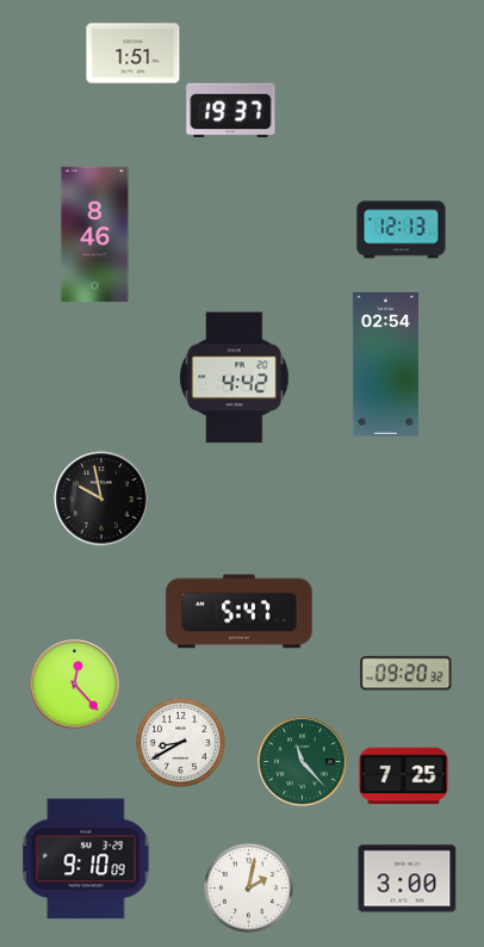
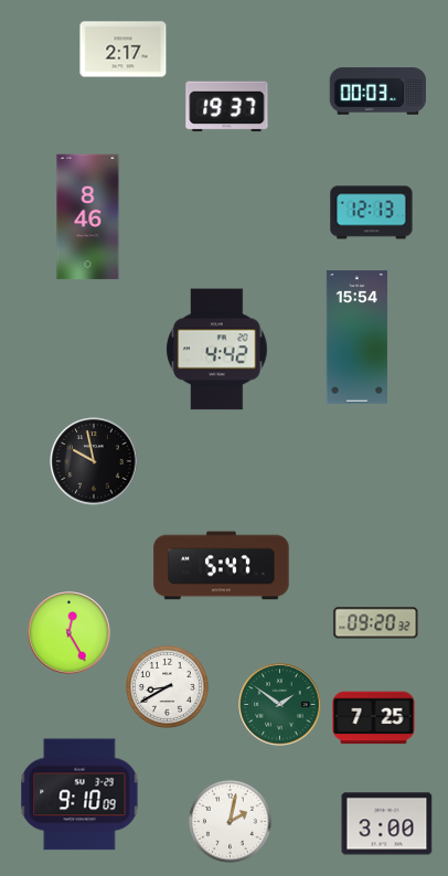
clock at (134, 54): 1:51 -> 2:17
clock at (378, 92): none -> 00:03
clock at (231, 111) position: (231, 111) -> (227, 107)
clock at (385, 365): 02:54 -> 15:54
clock at (75, 685): 12:23 -> 12:25
clock at (303, 762): 11:23 -> 1:51
clock at (408, 879) position: (408, 879) -> (387, 824)
